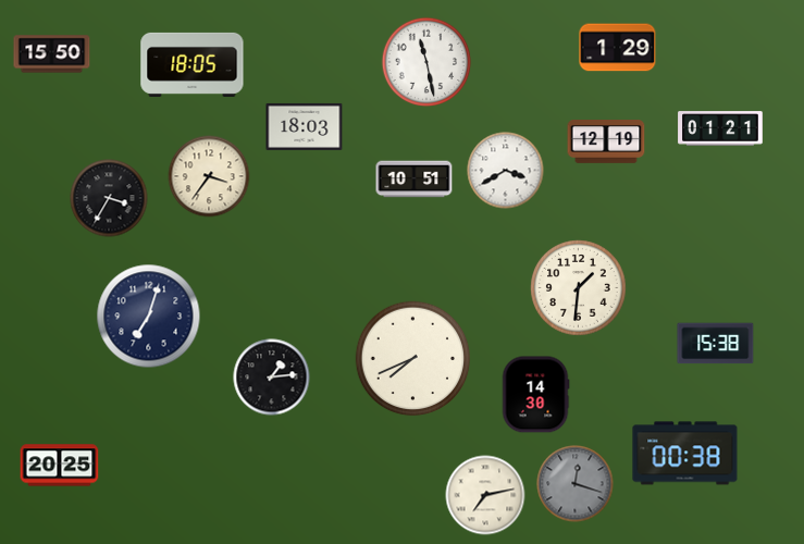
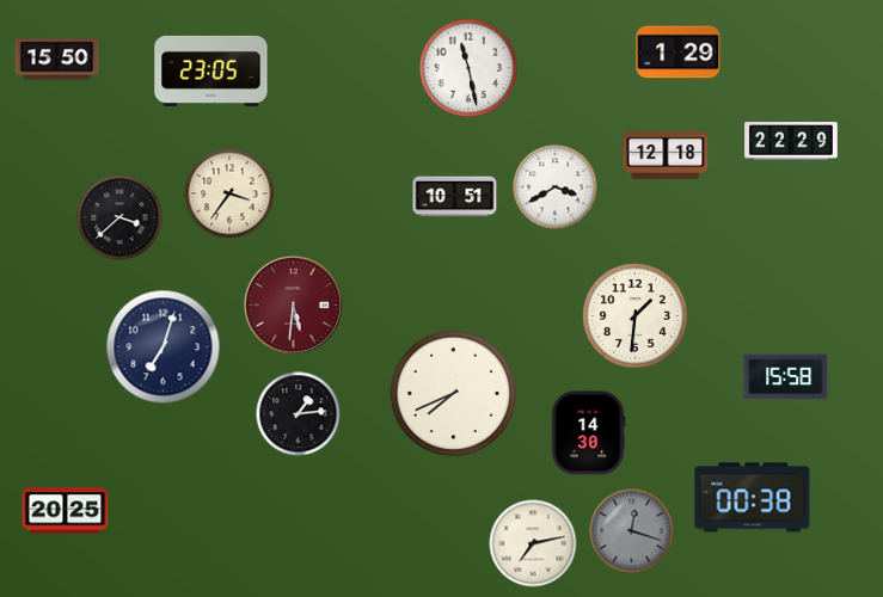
clock at (193, 64): 18:05 -> 23:05
clock at (305, 126): 18:03 -> none
clock at (720, 128): 01:21 -> 22:29
clock at (606, 143): 12:19 -> 12:18
clock at (109, 198): 3:35 -> 3:38
clock at (293, 304): none -> 5:31
clock at (716, 344): 15:38 -> 15:58
